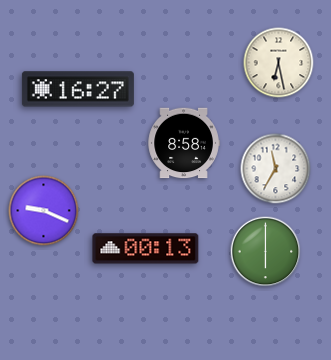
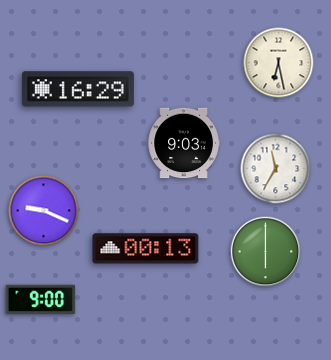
clock at (78, 89): 16:27 -> 16:29
clock at (184, 143): 8:58 -> 9:03
clock at (41, 300): none -> 9:00
